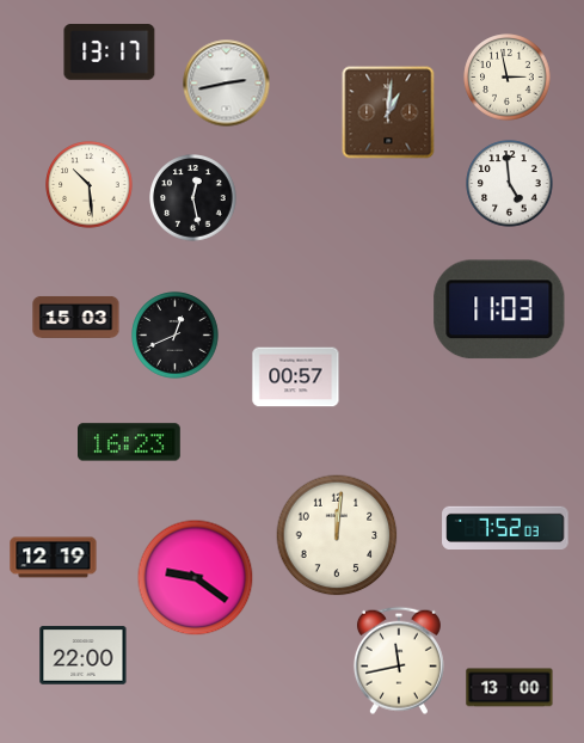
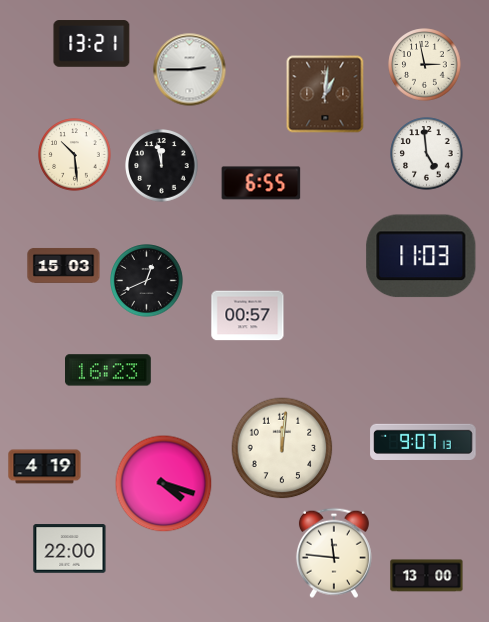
clock at (110, 53): 13:17 -> 13:21
clock at (227, 84): 2:43 -> 2:45
clock at (193, 198): 12:28 -> 11:58
clock at (261, 183): none -> 6:55
clock at (499, 309) position: (499, 309) -> (421, 256)
clock at (505, 527): 7:52 -> 9:07
clock at (54, 558): 12:19 -> 4:19
clock at (196, 578): 9:21 -> 4:18
clock at (399, 661): 11:43 -> 11:46
